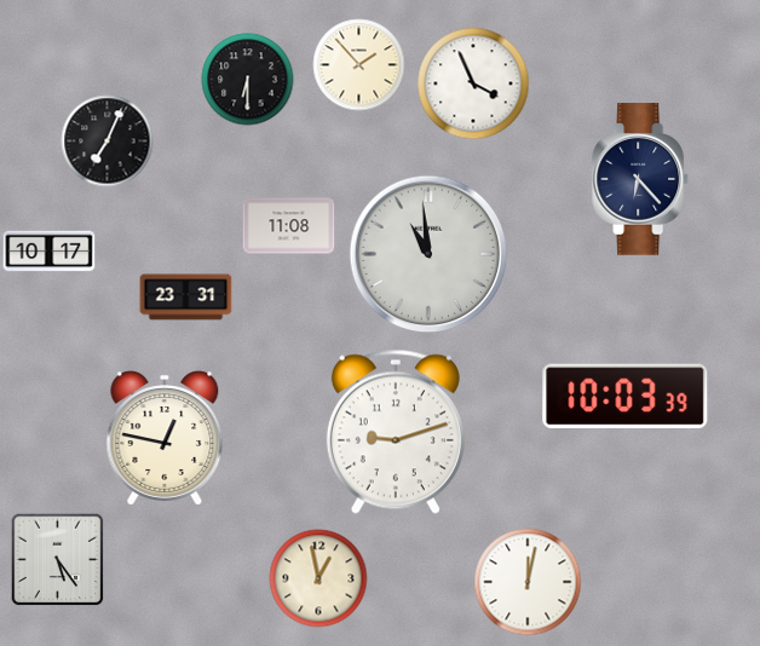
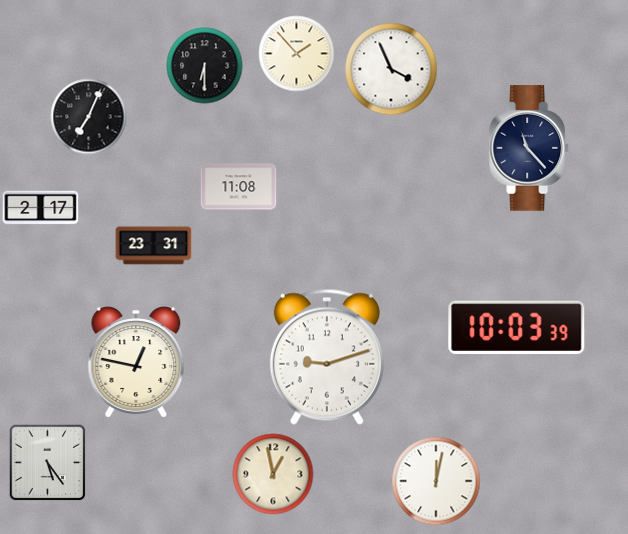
clock at (641, 179): 6:23 -> 11:23
clock at (50, 252): 10:17 -> 2:17
clock at (428, 254): 10:59 -> none
clock at (318, 578) position: (318, 578) -> (273, 474)
